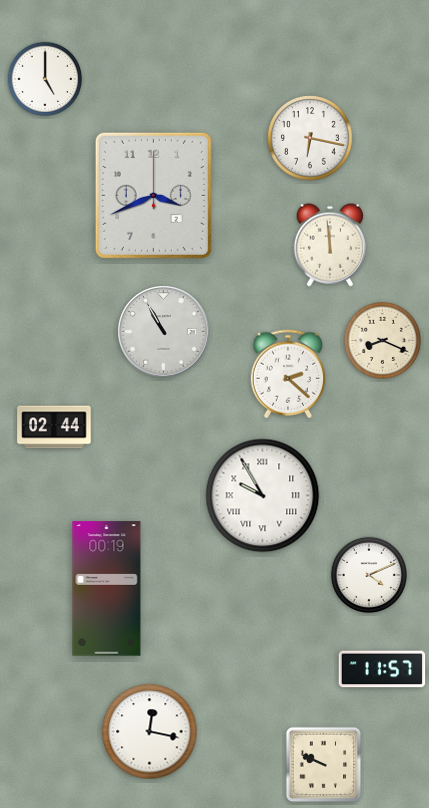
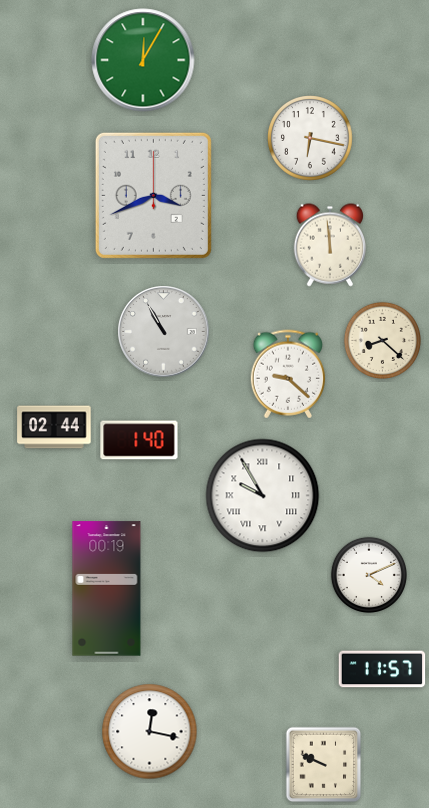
clock at (143, 60): none -> 12:05
clock at (45, 79): 5:00 -> none
clock at (382, 340): 8:19 -> 8:22
clock at (287, 374): 2:22 -> 9:22
clock at (139, 440): none -> 1:40
